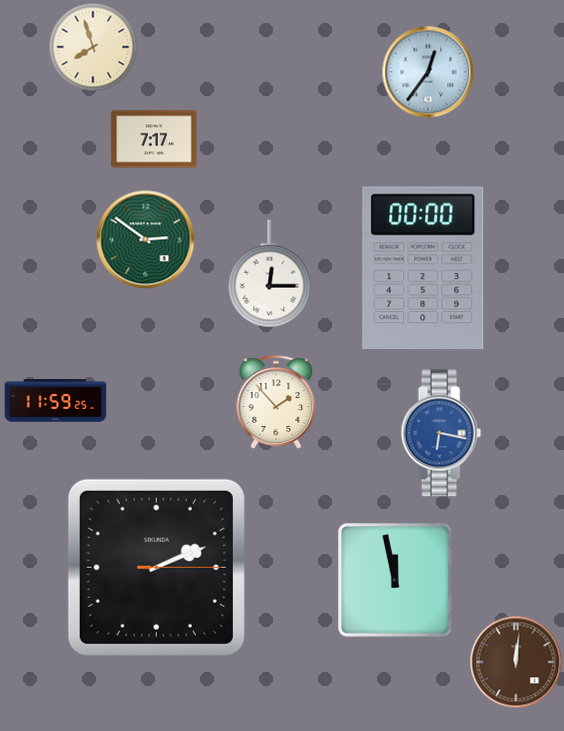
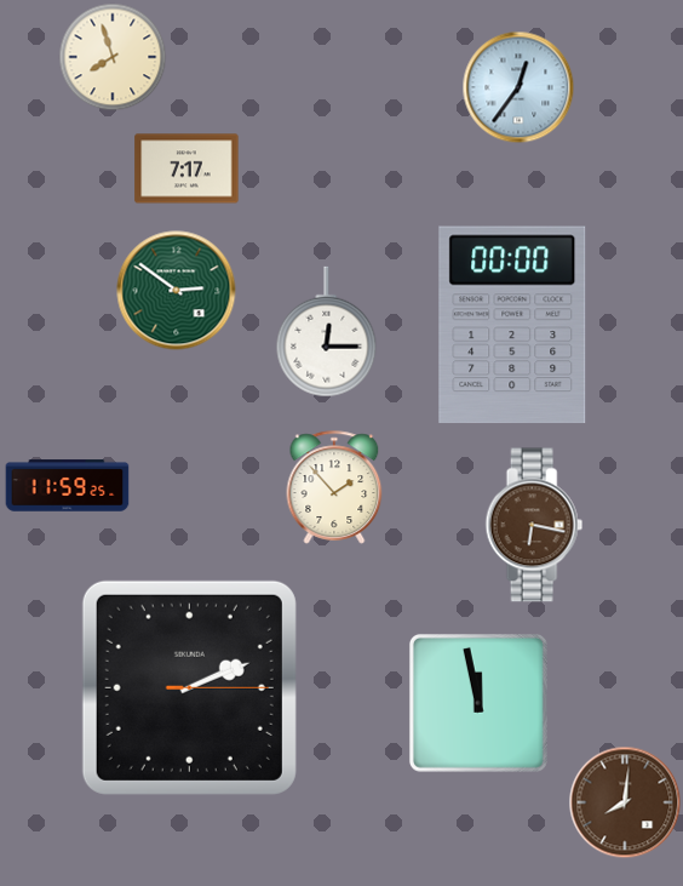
clock at (441, 433) dial: blue -> brown
clock at (516, 662): 12:01 -> 8:01
